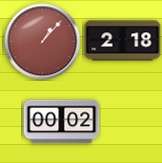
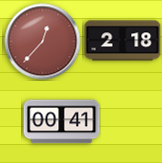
clock at (43, 42): 1:07 -> 12:37
clock at (62, 122): 00:02 -> 00:41
